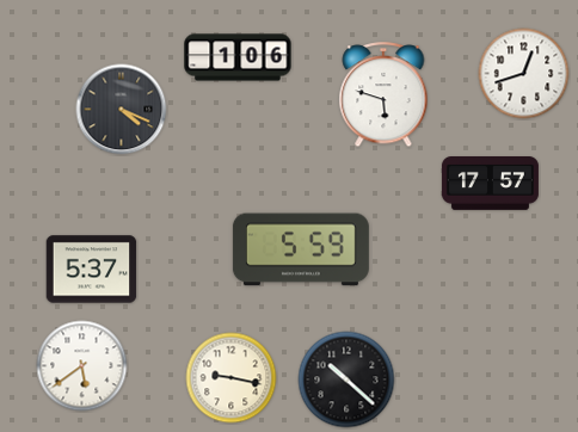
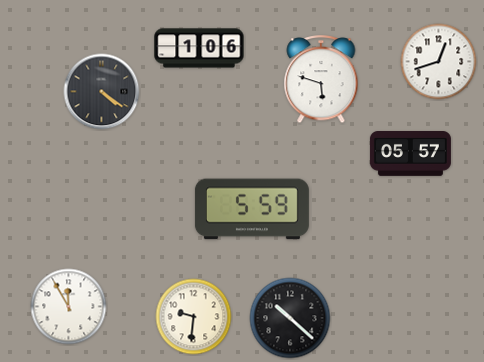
clock at (122, 110): 4:19 -> 4:21
clock at (490, 184): 17:57 -> 05:57
clock at (92, 270): 5:37 -> none
clock at (82, 366): 5:39 -> 11:55
clock at (232, 378): 9:17 -> 9:31
